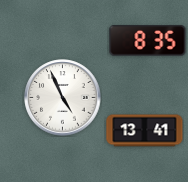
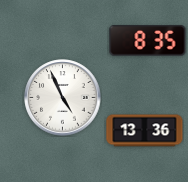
clock at (145, 131): 13:41 -> 13:36
